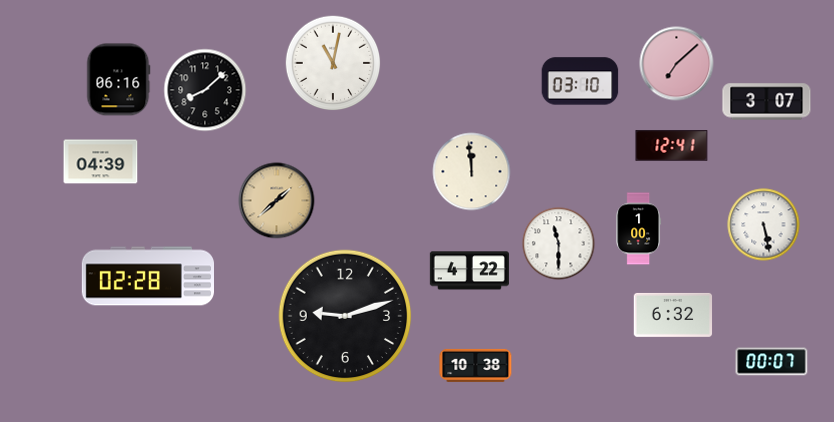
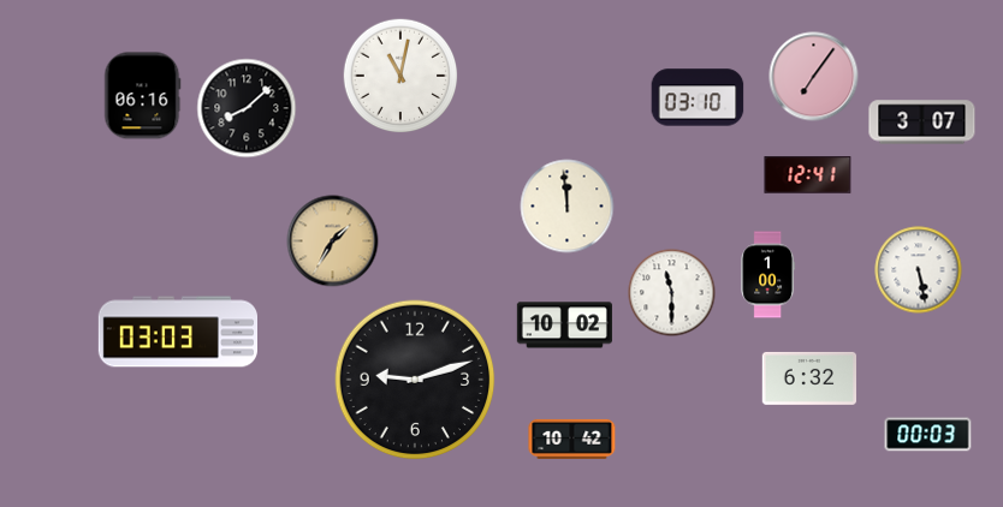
clock at (677, 64): 7:08 -> 7:06
clock at (101, 162): 04:39 -> none
clock at (277, 201): 1:38 -> 1:35
clock at (469, 271): 4:22 -> 10:02
clock at (147, 276): 02:28 -> 03:03
clock at (772, 362): 00:07 -> 00:03
clock at (476, 365): 10:38 -> 10:42
